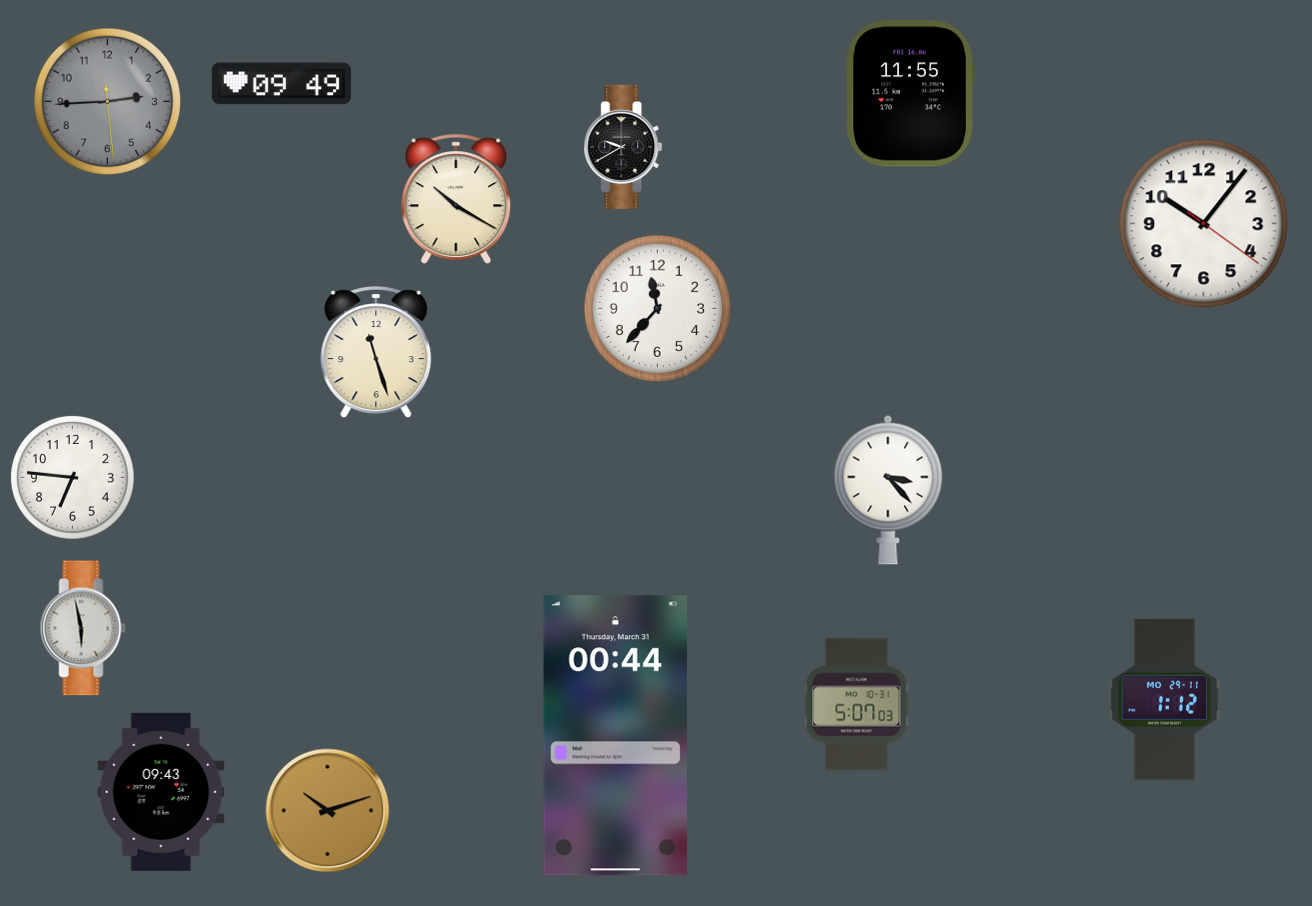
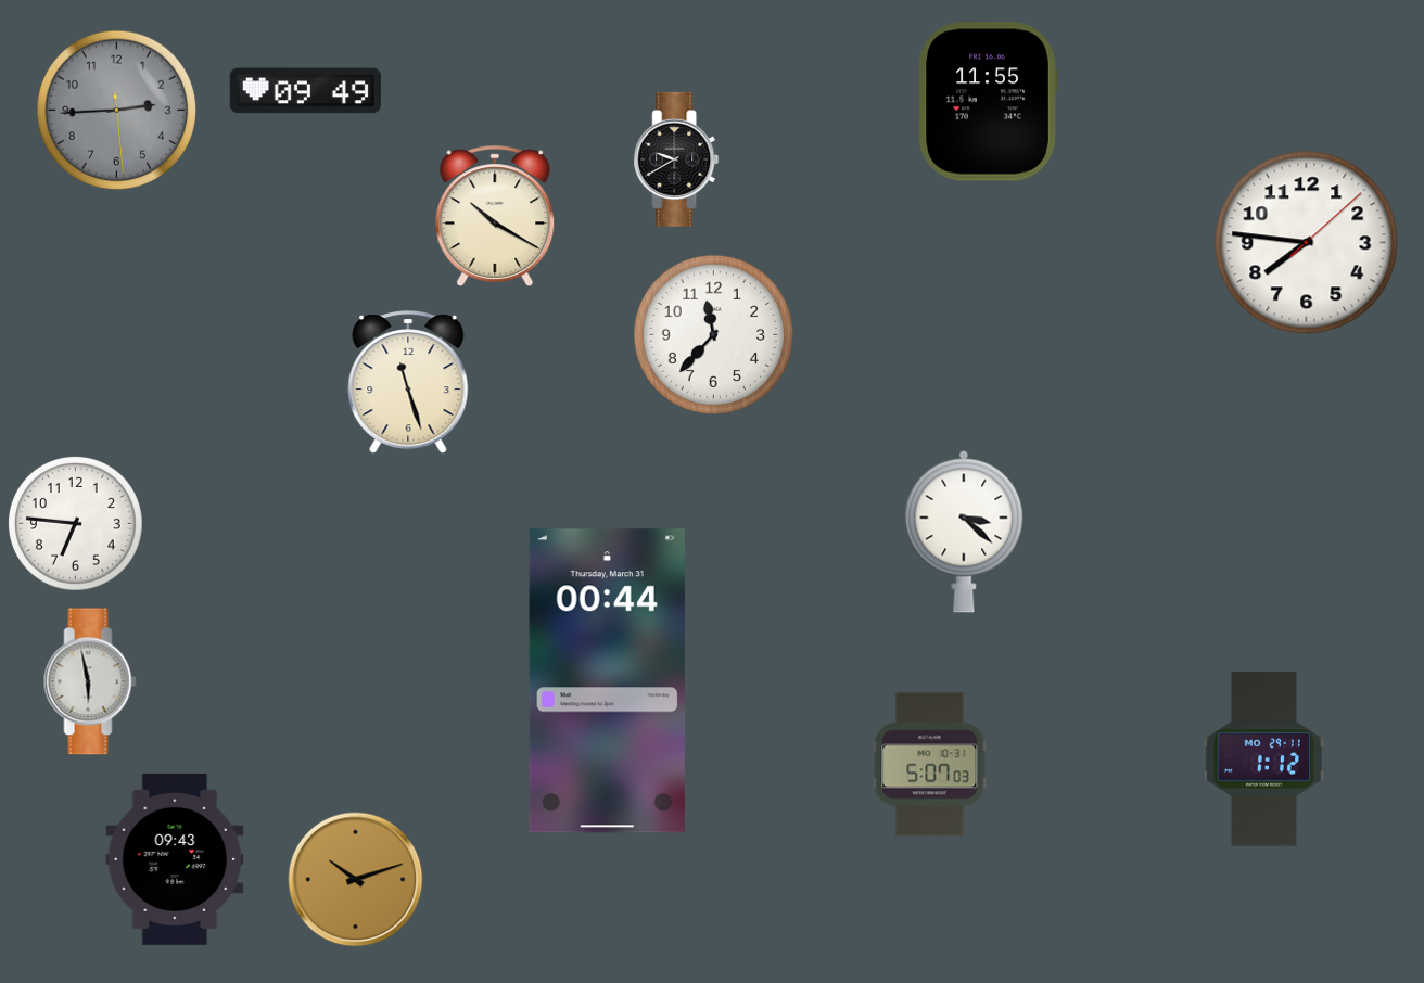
clock at (1204, 224): 10:06 -> 7:46
clock at (73, 478) position: (73, 478) -> (76, 524)
clock at (888, 490): 3:23 -> 3:22
clock at (615, 736) position: (615, 736) -> (607, 681)
